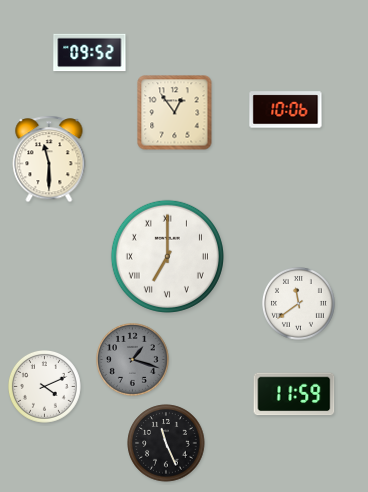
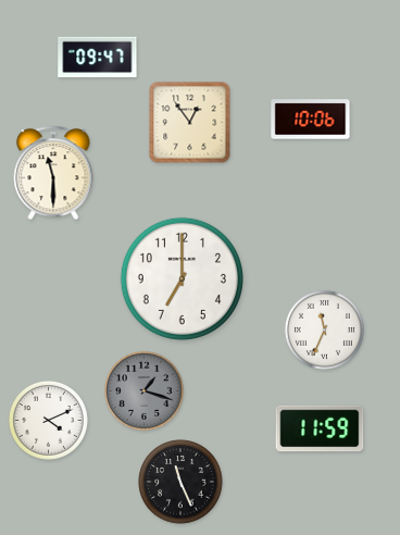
clock at (90, 53): 09:52 -> 09:47
clock at (167, 256) numerals: Roman -> Arabic
clock at (299, 304): 11:39 -> 11:34
